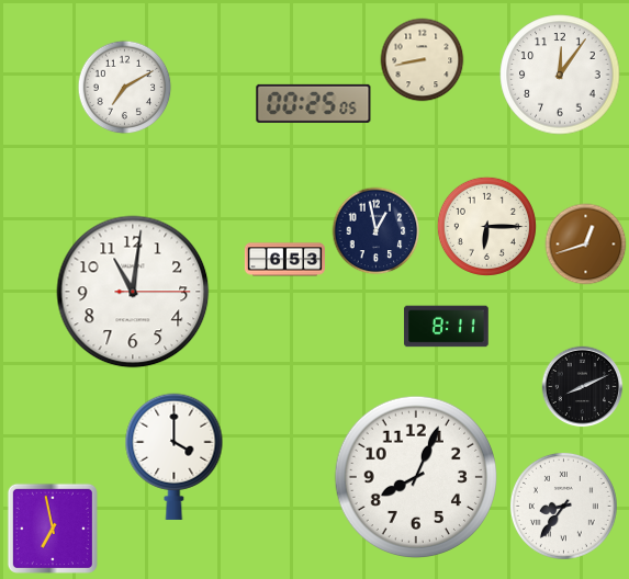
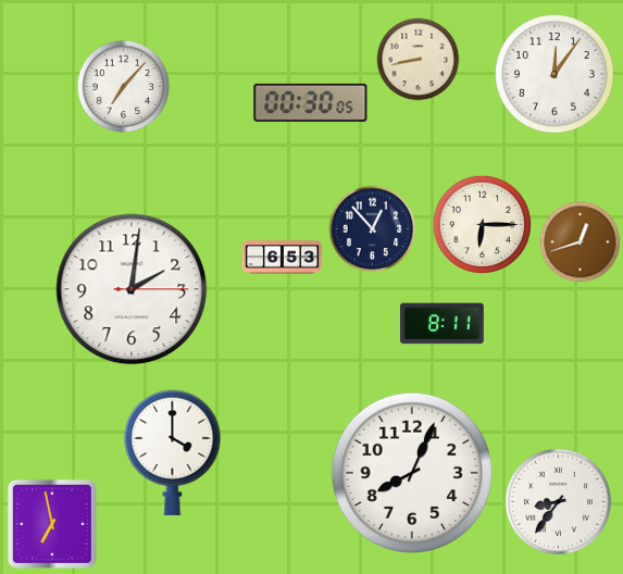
clock at (125, 88): 7:10 -> 7:07
clock at (314, 103): 00:25 -> 00:30
clock at (377, 231): 12:58 -> 12:53
clock at (133, 292): 11:01 -> 2:01
clock at (583, 387): 8:11 -> none
